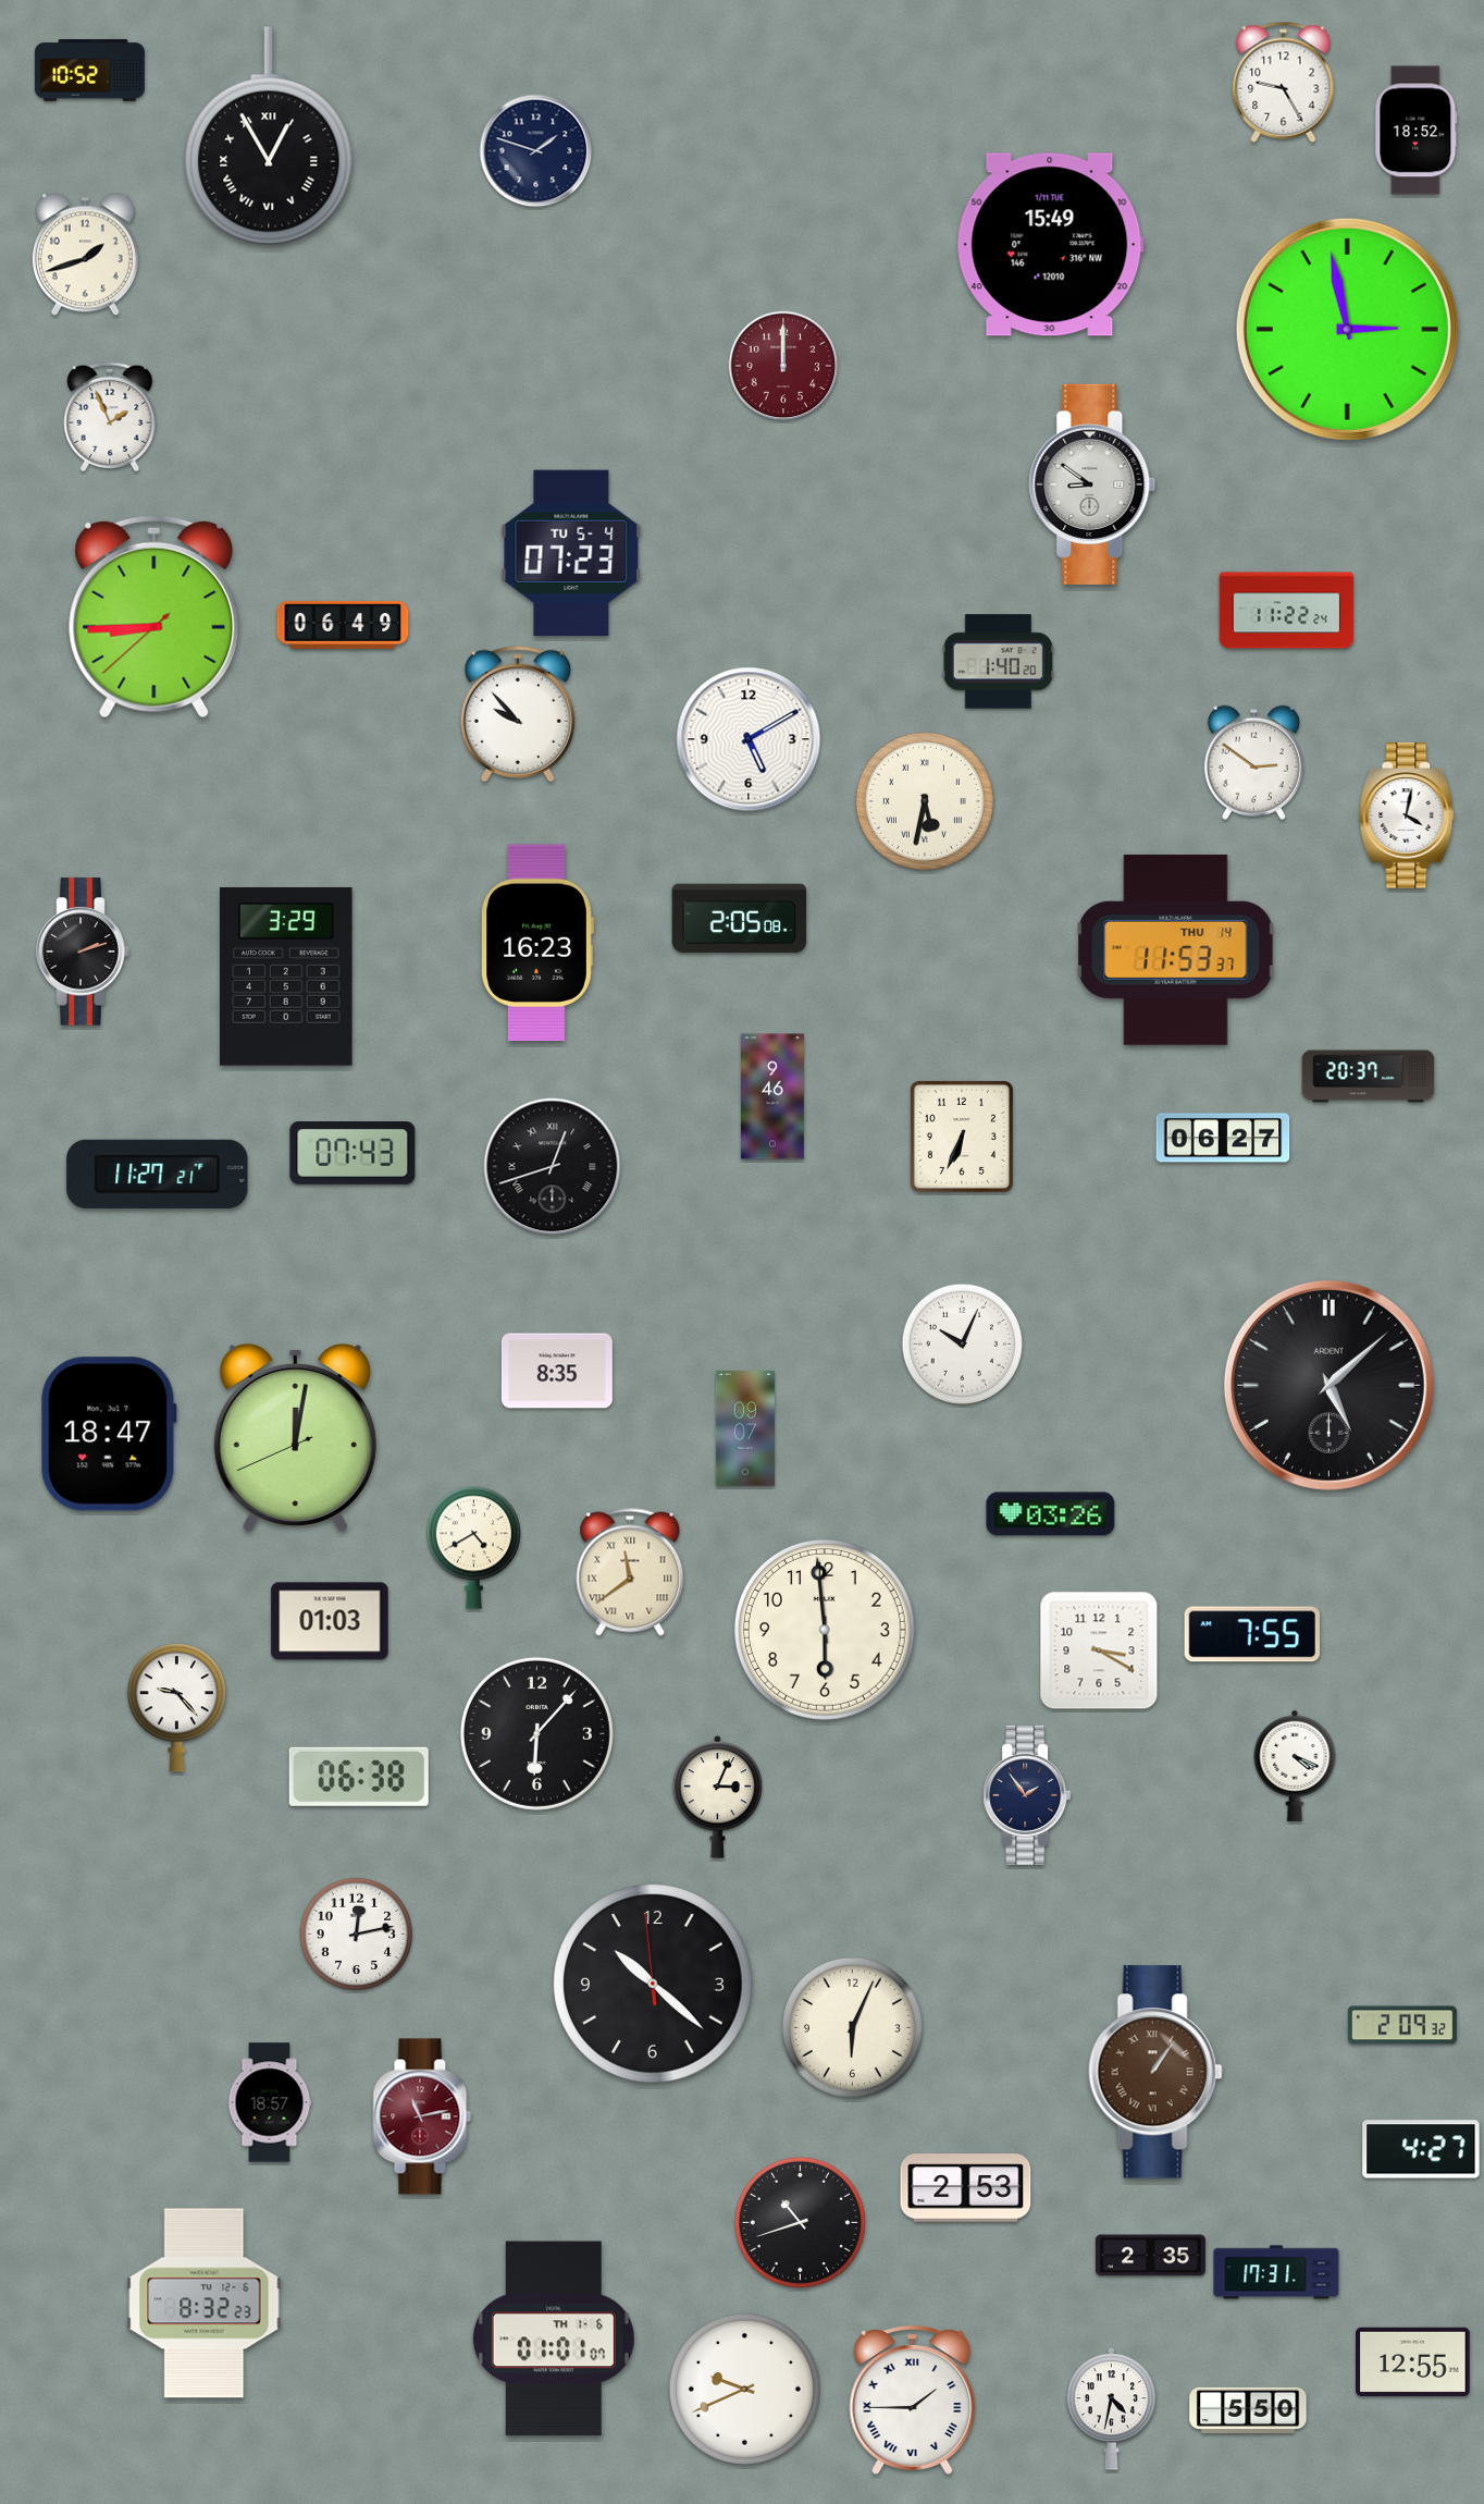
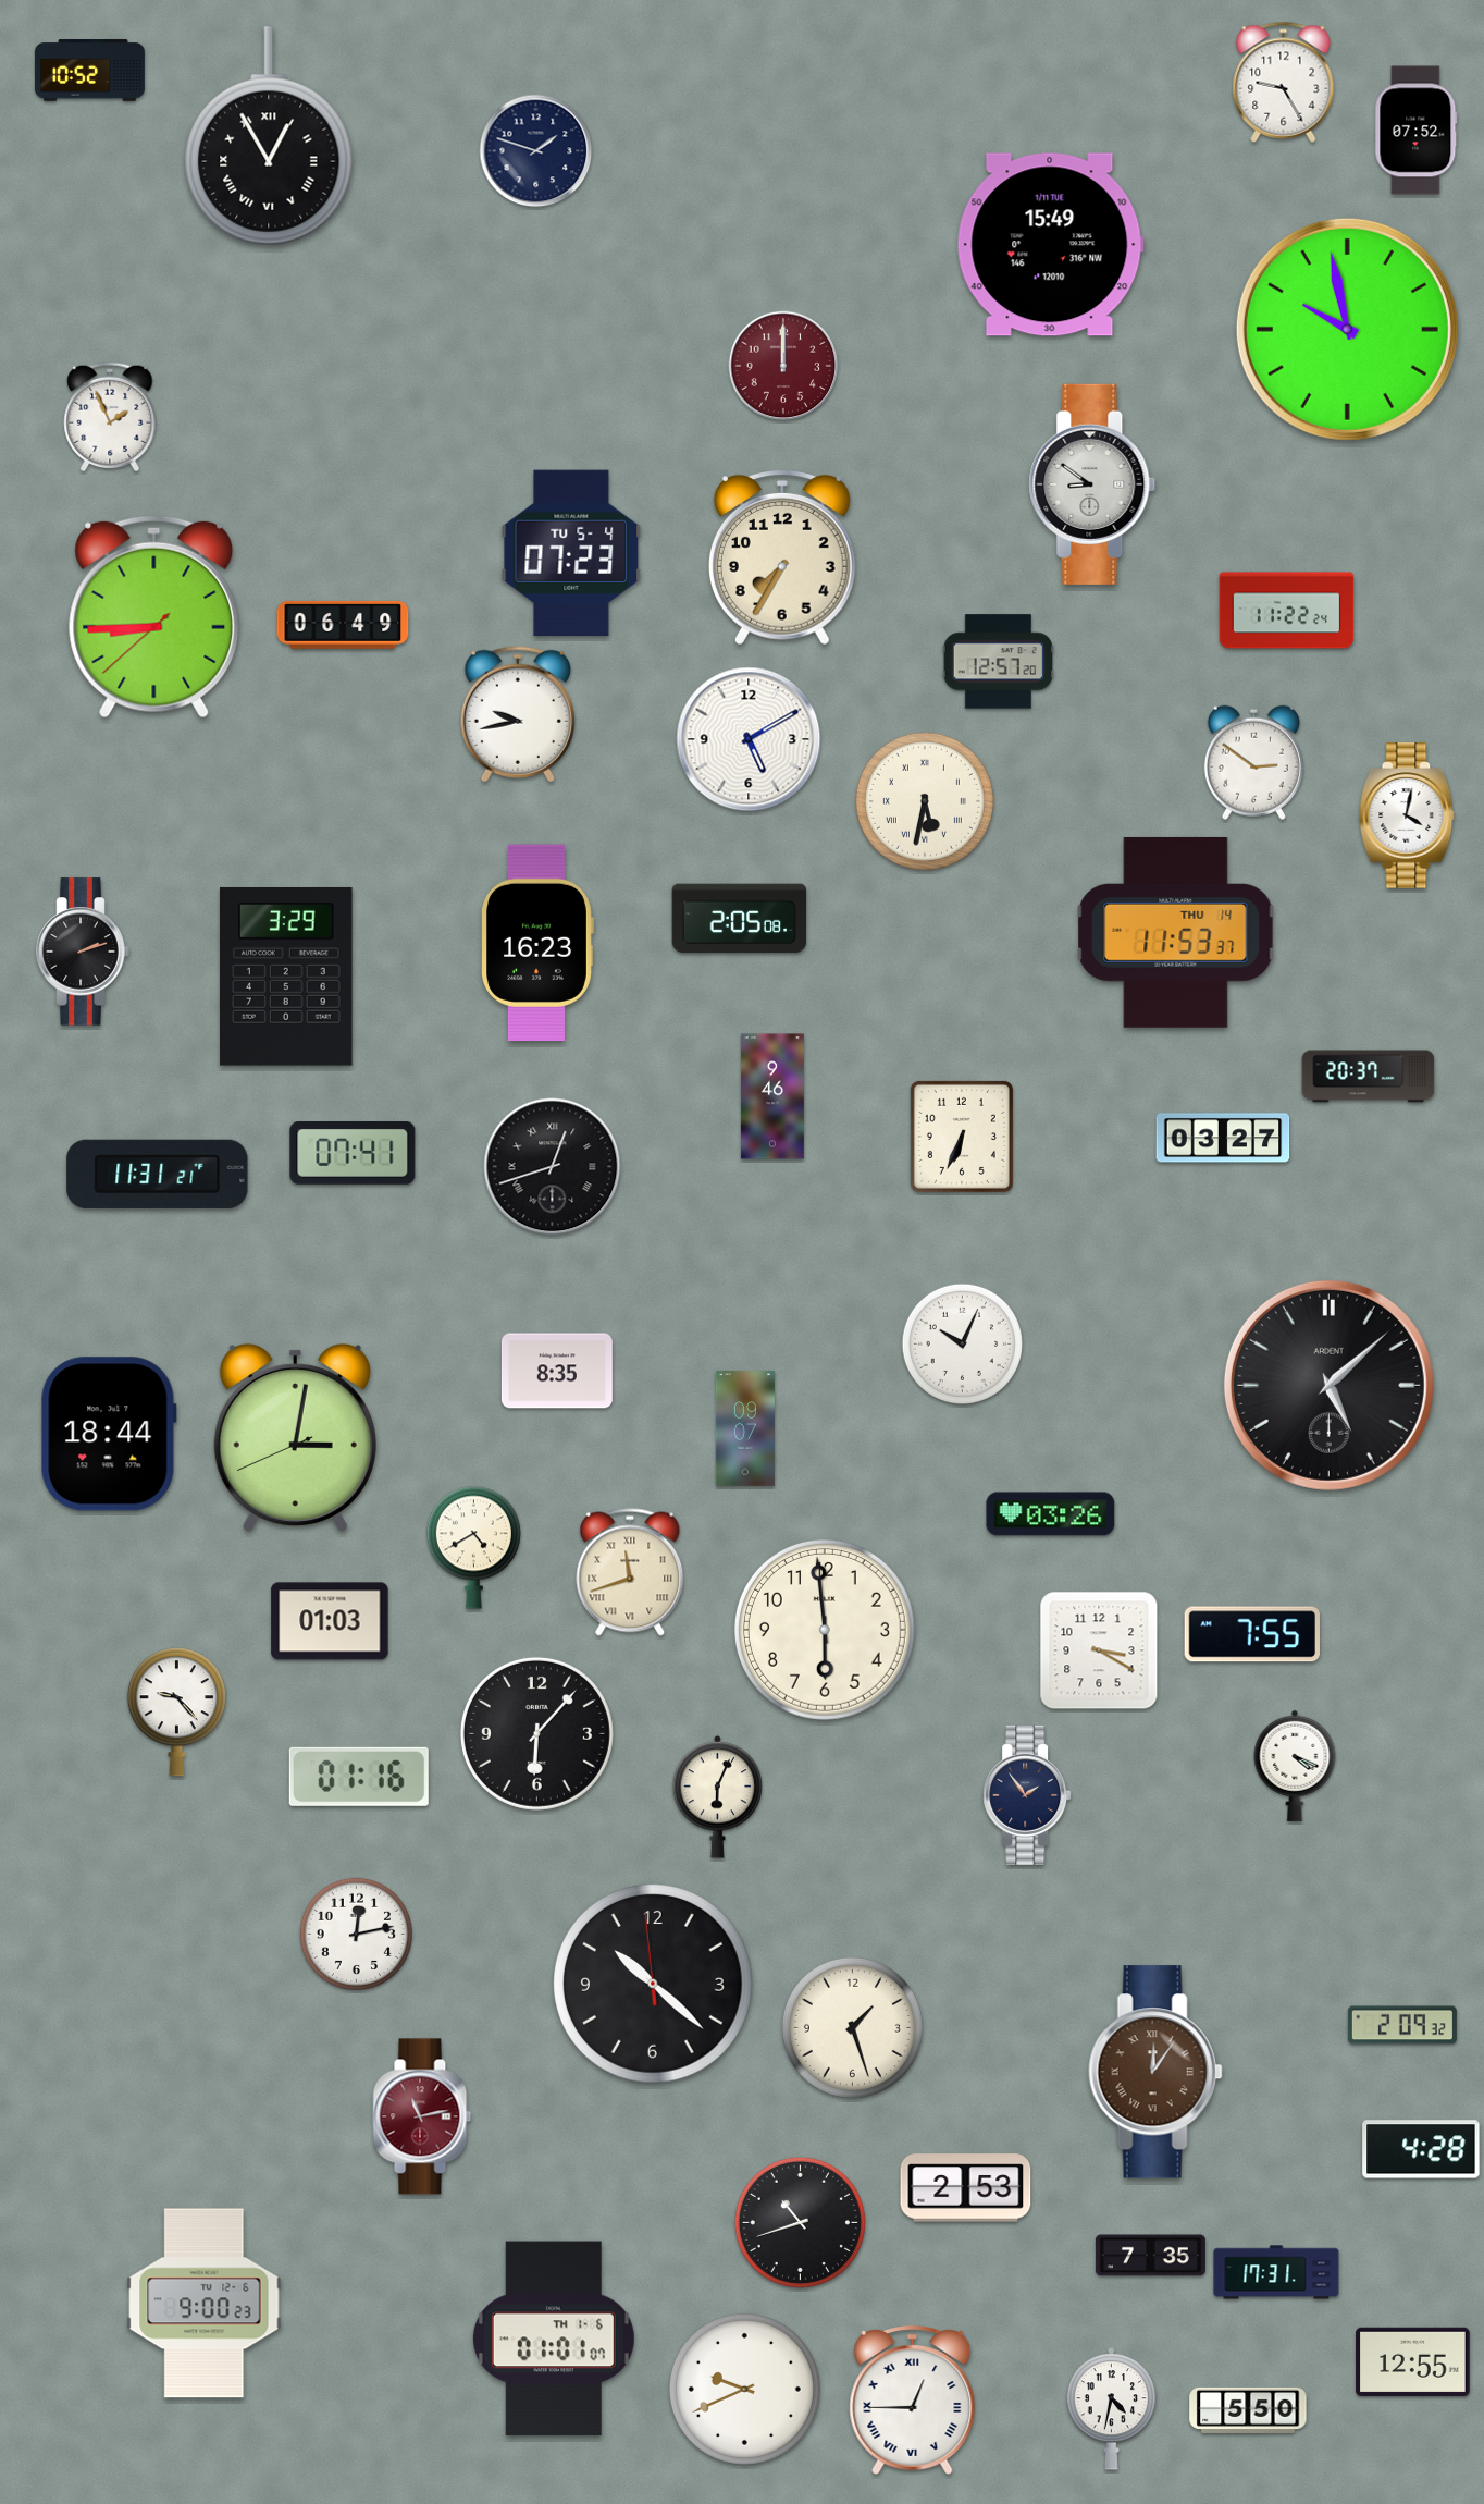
clock at (1417, 131): 18:52 -> 07:52
clock at (85, 255): 1:42 -> none
clock at (1347, 329): 2:58 -> 9:58
clock at (782, 559): none -> 7:35
clock at (999, 662): 1:40 -> 12:57
clock at (518, 714): 9:53 -> 9:43
clock at (1176, 949) position: (1176, 949) -> (1176, 932)
clock at (1223, 1138): 06:27 -> 03:27
clock at (353, 1154): 07:43 -> 07:41
clock at (158, 1174): 11:27 -> 11:31
clock at (109, 1434): 18:47 -> 18:44
clock at (295, 1438): 12:01 -> 3:01
clock at (630, 1572): 11:39 -> 11:42
clock at (176, 1708) position: (176, 1708) -> (176, 1713)
clock at (359, 1777): 06:38 -> 01:16
clock at (718, 1796): 3:04 -> 6:04
clock at (852, 2027): 6:04 -> 1:27
clock at (1155, 2072): 1:06 -> 12:06
clock at (270, 2102): 18:57 -> none
clock at (1421, 2149): 4:27 -> 4:28
clock at (1150, 2256): 2:35 -> 7:35
clock at (205, 2304): 8:32 -> 9:00
clock at (913, 2401): 1:45 -> 12:45
